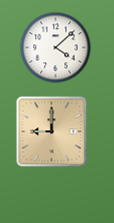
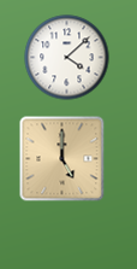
clock at (52, 132): 9:00 -> 5:00
